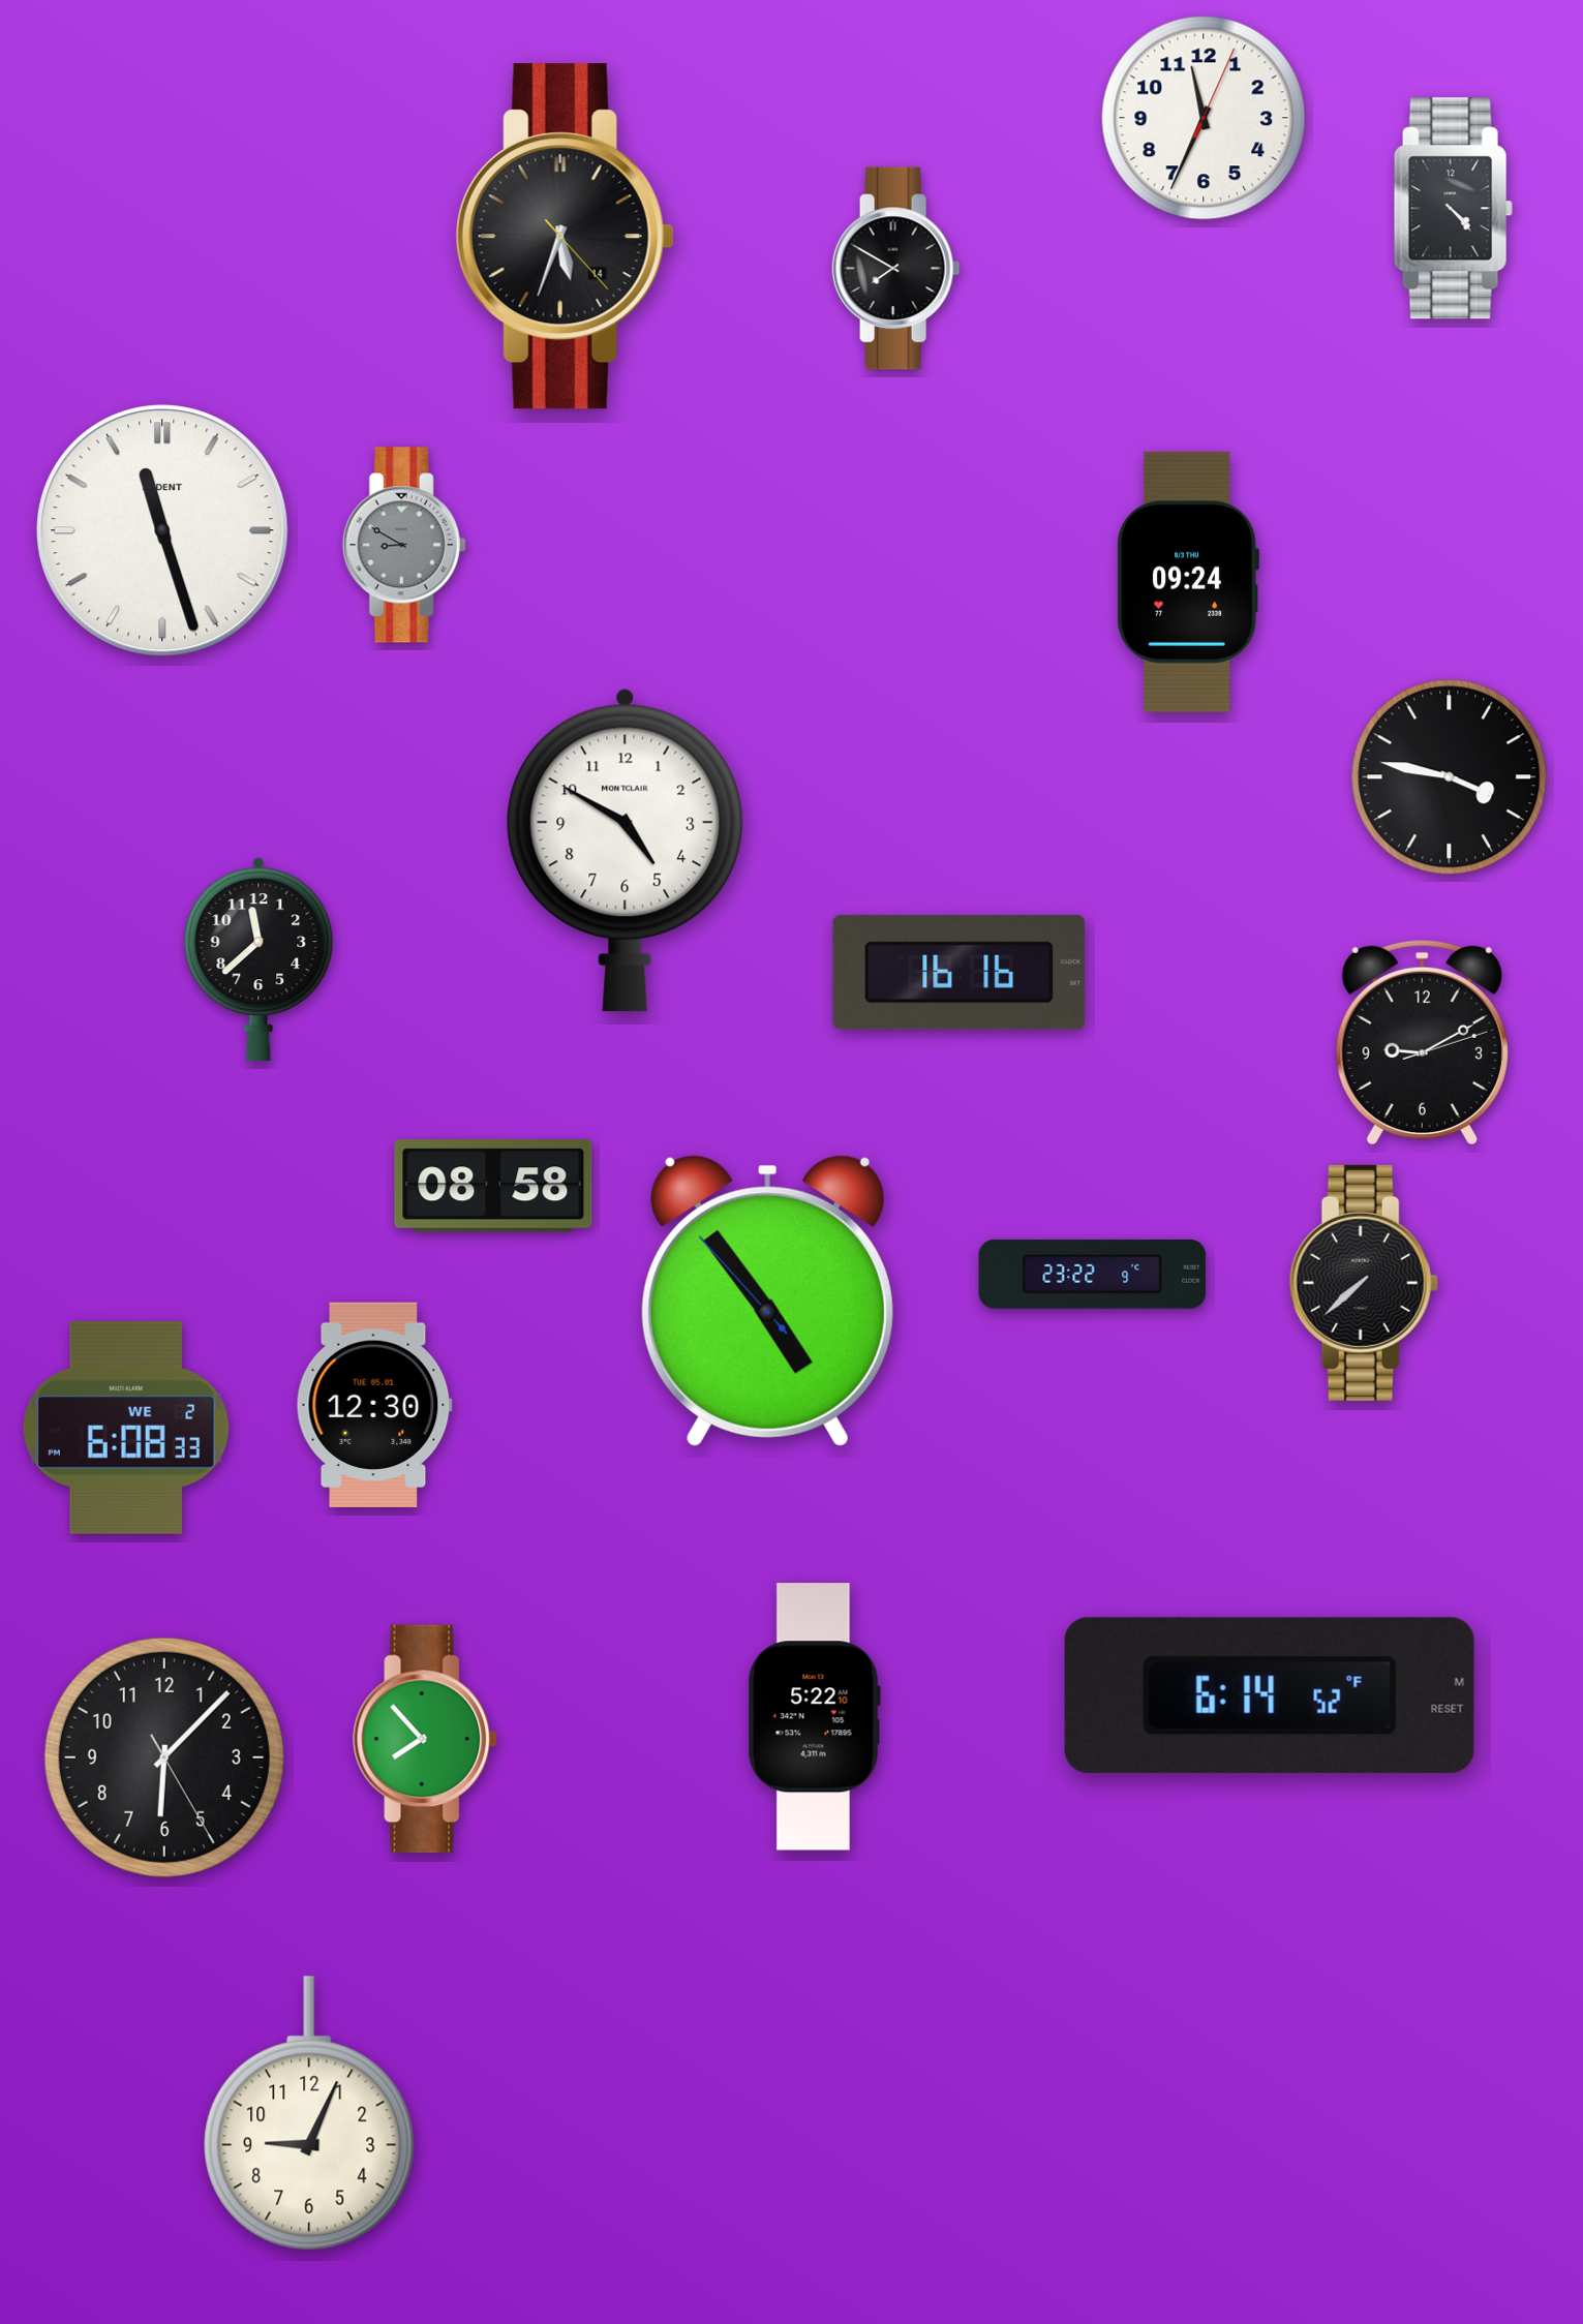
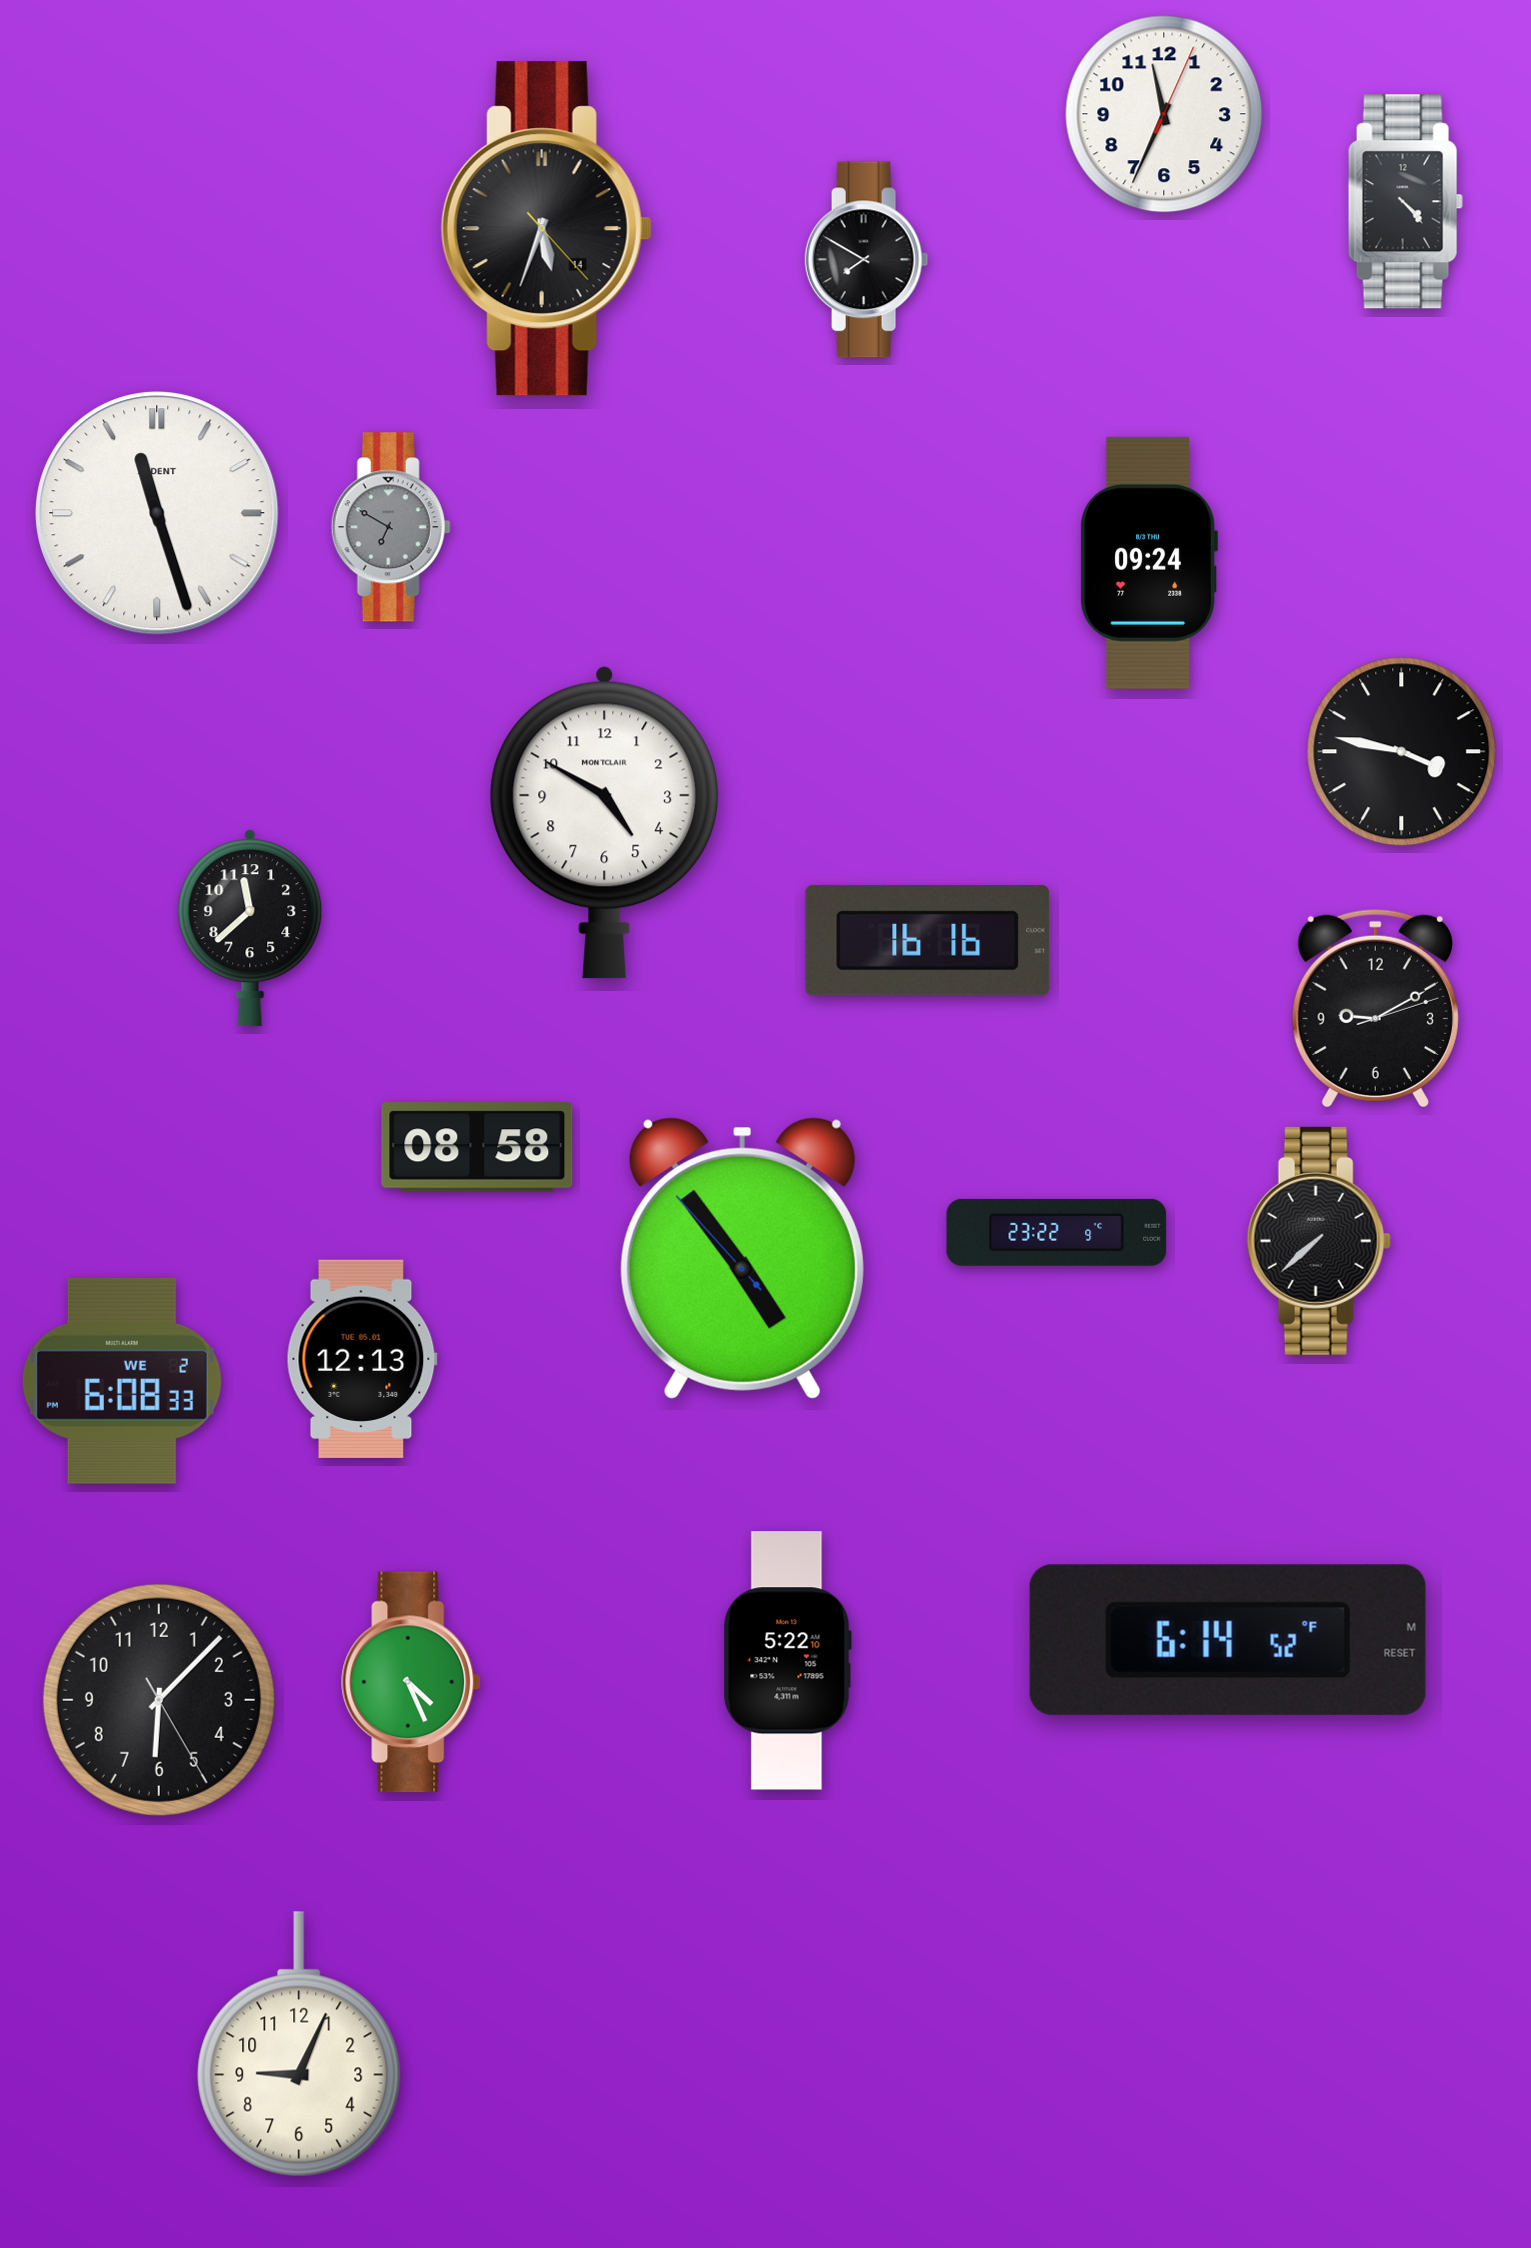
clock at (404, 545): 8:50 -> 6:50
clock at (374, 1404): 12:30 -> 12:13
clock at (426, 1739): 7:53 -> 4:26
